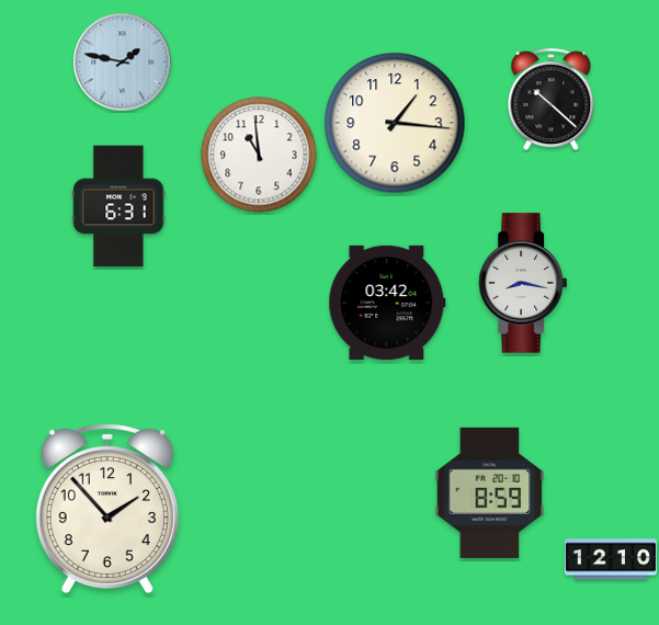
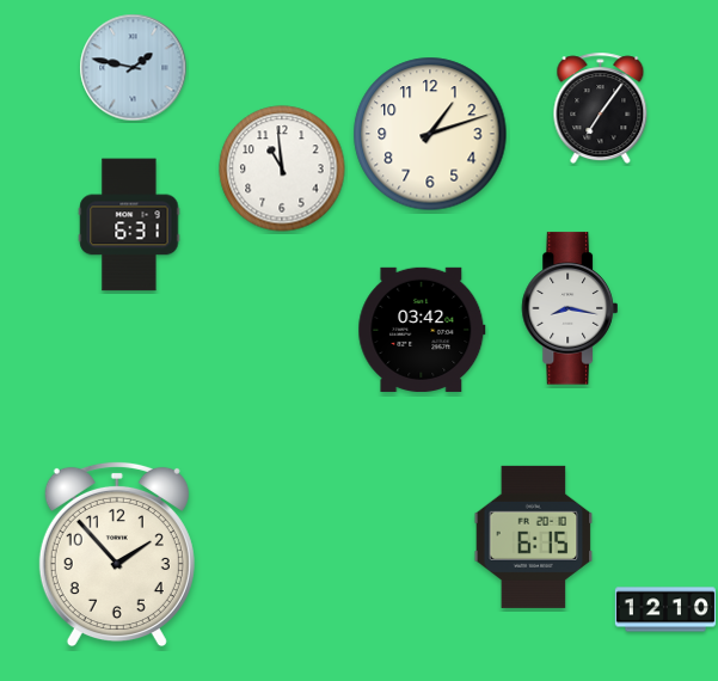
clock at (552, 100): 10:22 -> 7:06
clock at (395, 123): 1:16 -> 1:12
clock at (490, 492): 8:59 -> 6:15
